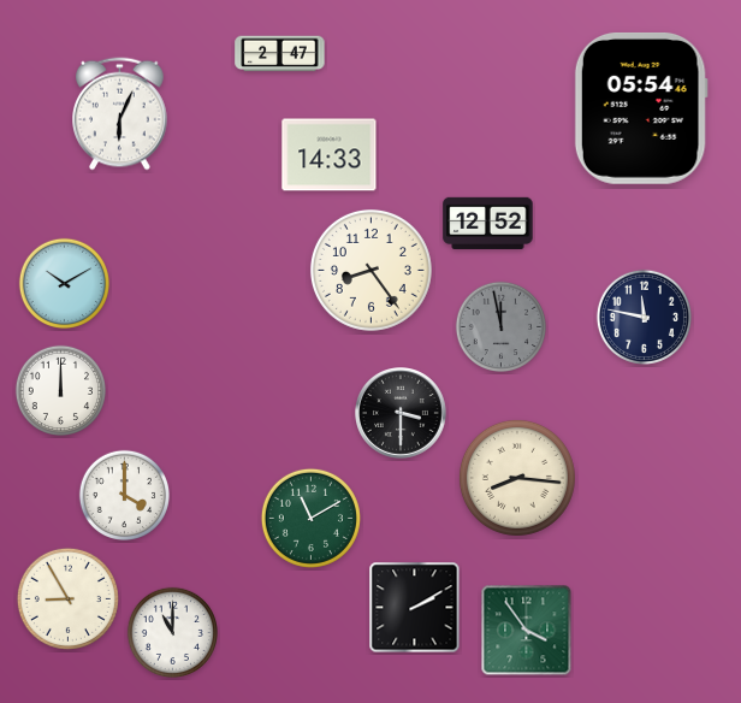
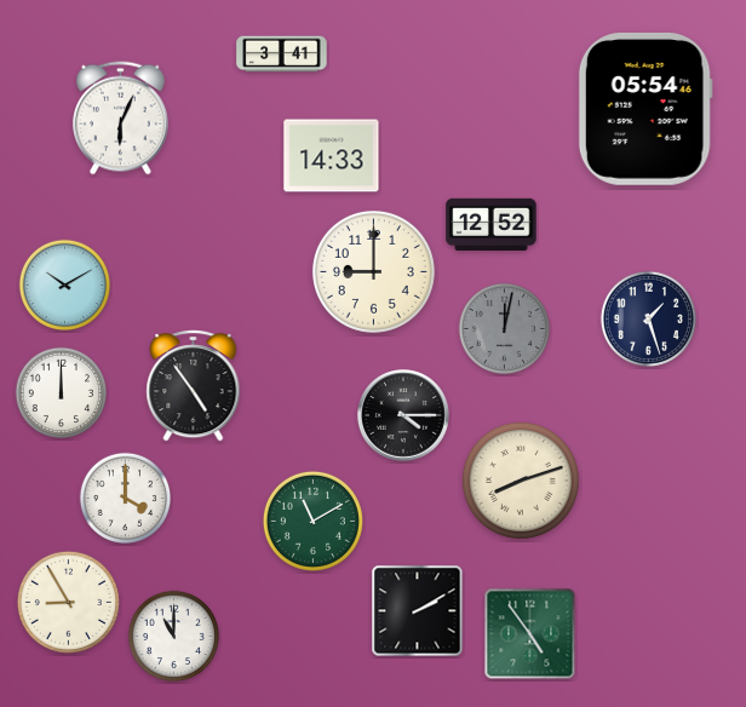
clock at (280, 54): 2:47 -> 3:41
clock at (120, 114) position: (120, 114) -> (121, 119)
clock at (370, 270): 8:24 -> 9:00
clock at (644, 317): 11:47 -> 1:27
clock at (500, 326): 11:58 -> 12:02
clock at (194, 386): none -> 4:54
clock at (402, 414): 3:30 -> 4:15
clock at (517, 478): 8:16 -> 8:12
clock at (527, 631): 3:54 -> 4:54
